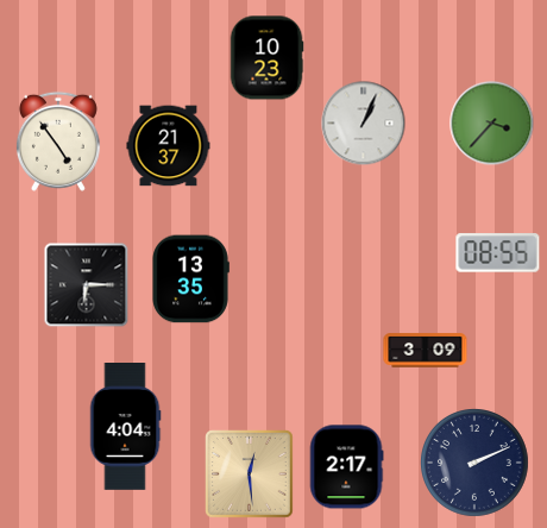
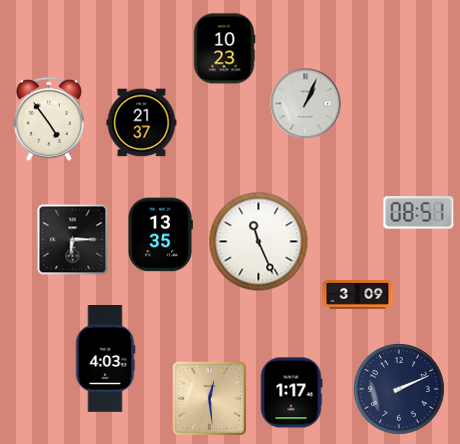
clock at (492, 124): 3:37 -> none
clock at (498, 253): 08:55 -> 08:51
clock at (259, 242): none -> 11:26
clock at (125, 427): 4:04 -> 4:03
clock at (346, 467): 2:17 -> 1:17
